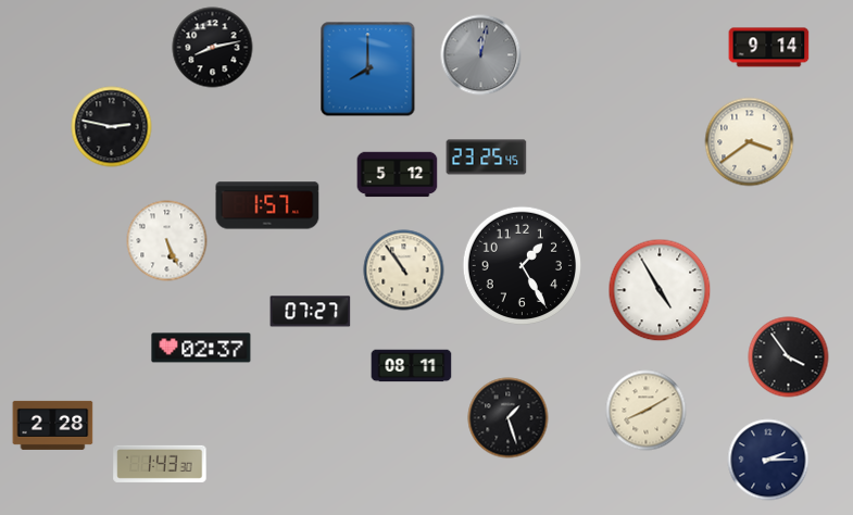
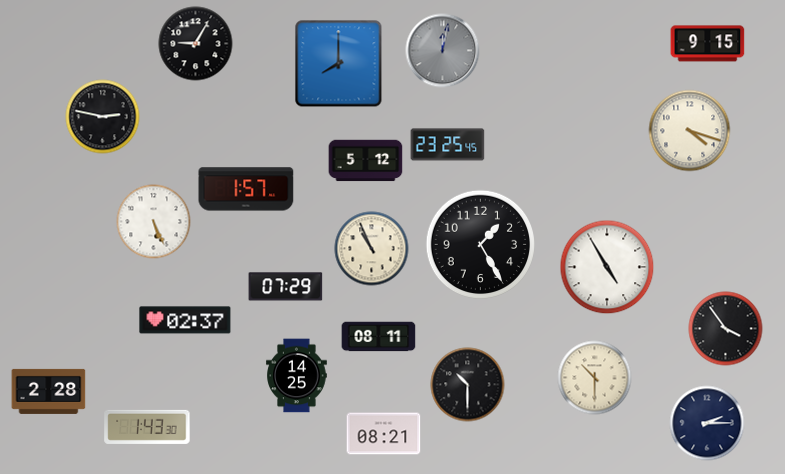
clock at (213, 48): 8:13 -> 9:05
clock at (769, 48): 9:14 -> 9:15
clock at (750, 142): 3:39 -> 4:18
clock at (404, 271): 10:54 -> 10:56
clock at (311, 312): 07:27 -> 07:29
clock at (297, 376): none -> 14:25
clock at (647, 411): 8:10 -> 10:30
clock at (509, 418): 1:27 -> 10:30
clock at (384, 434): none -> 08:21
